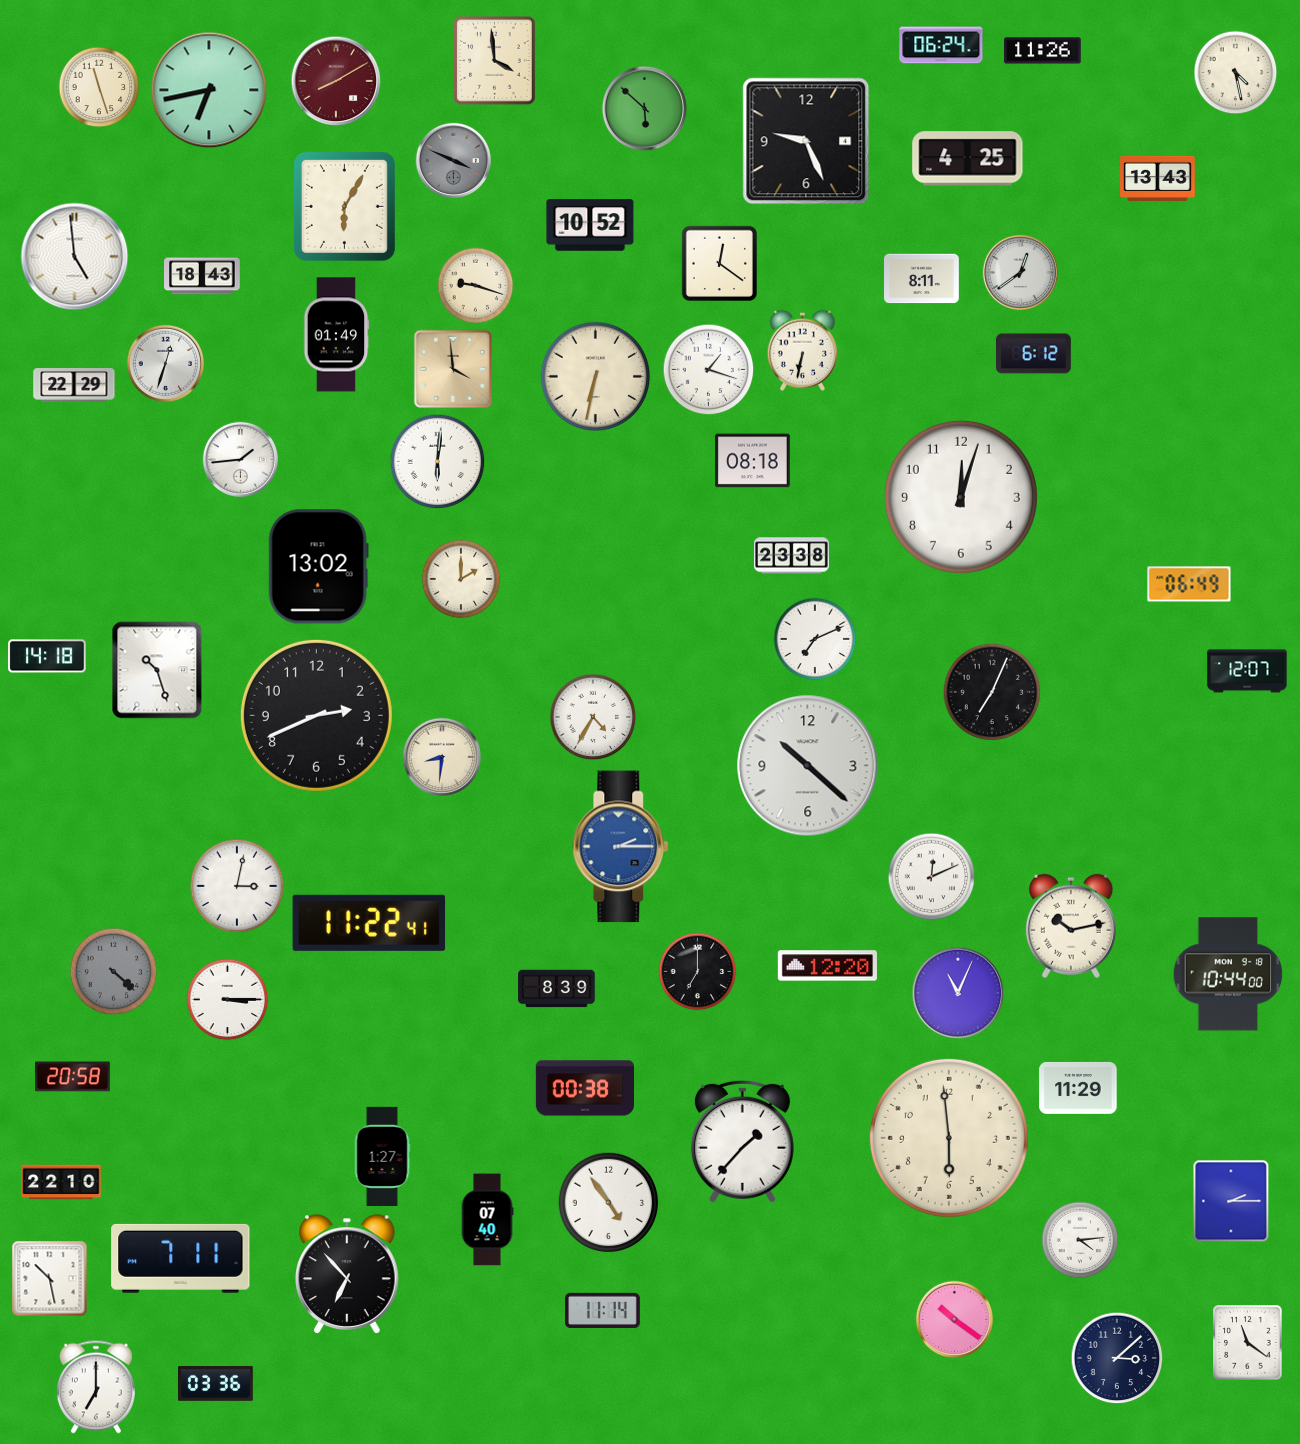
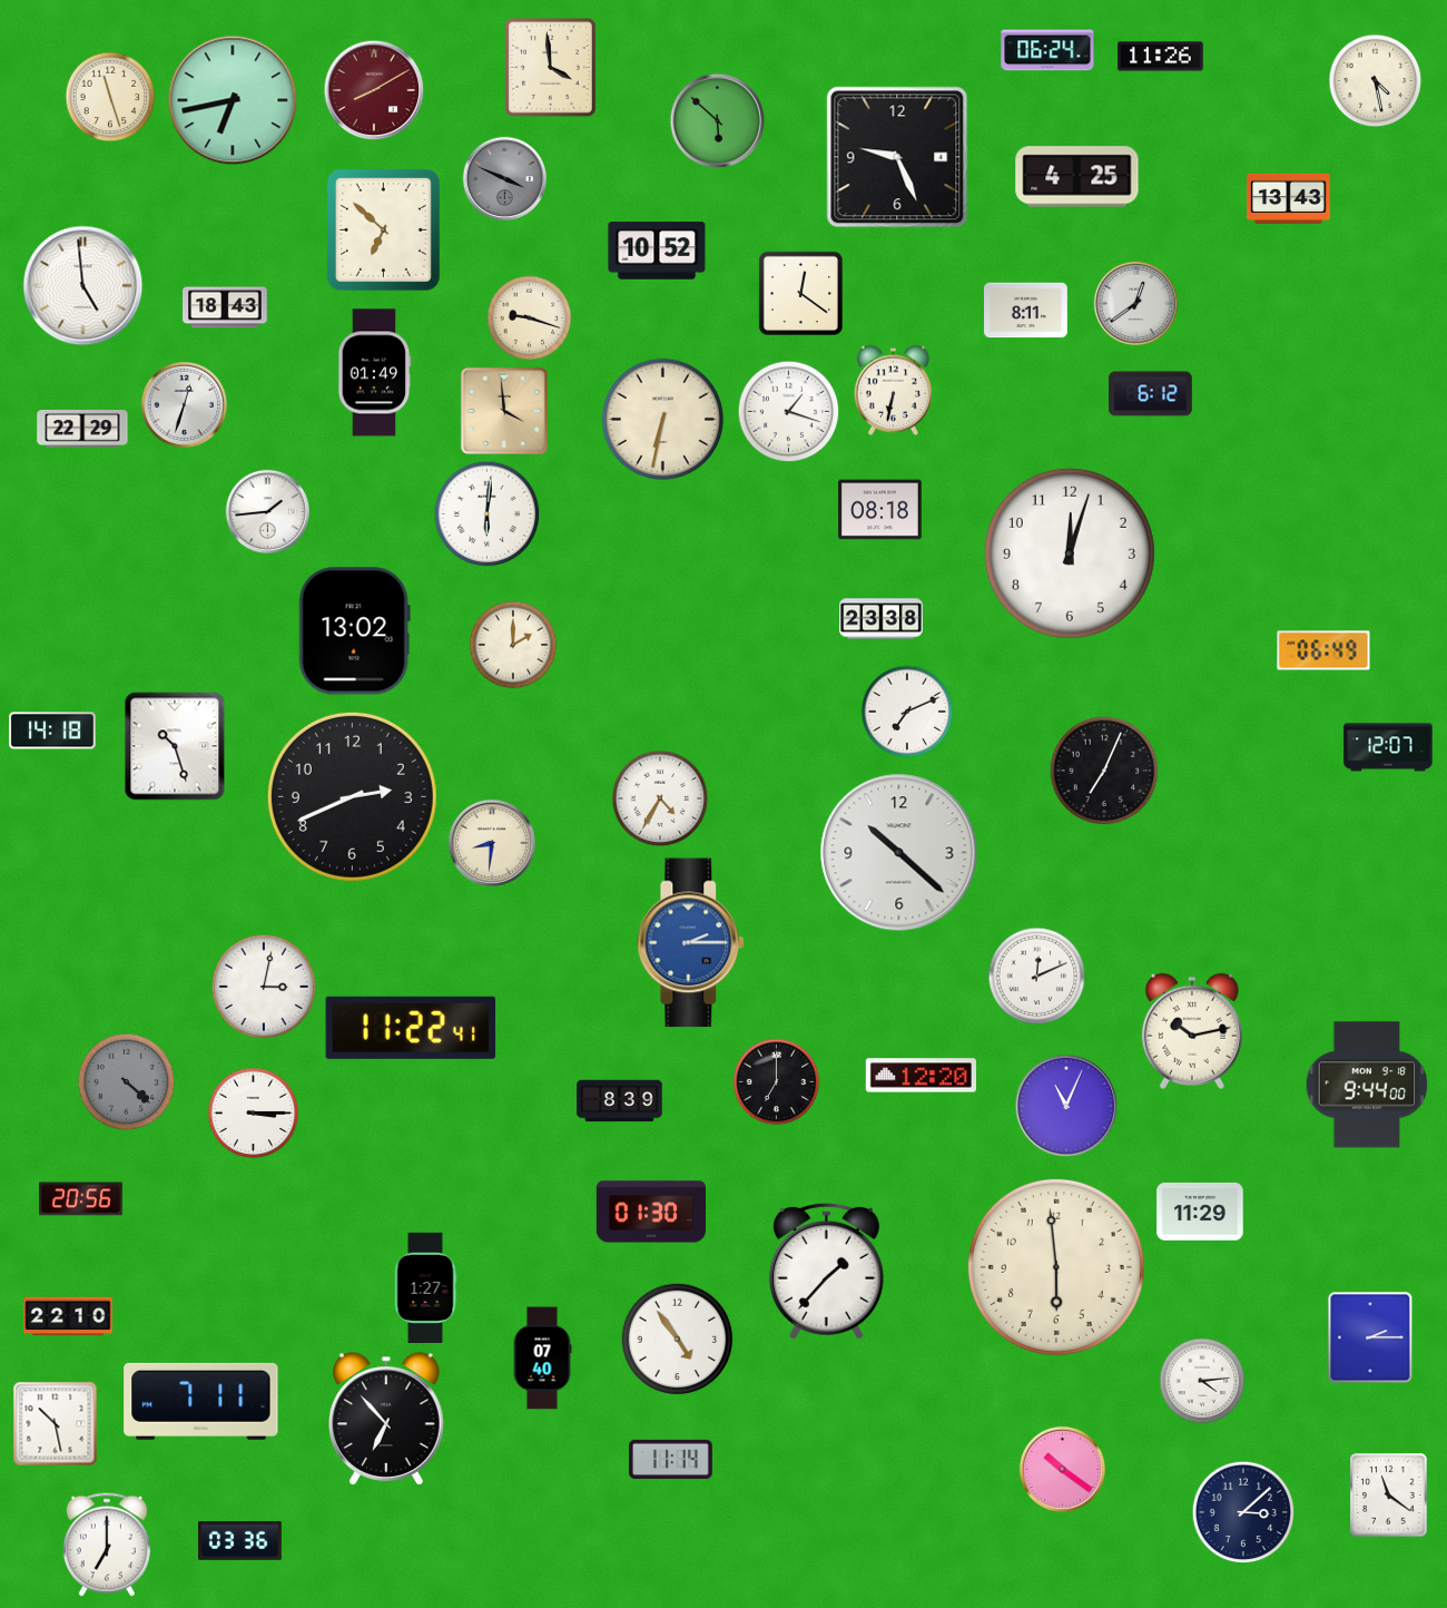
clock at (344, 206): 6:05 -> 6:52
clock at (753, 461) position: (753, 461) -> (880, 510)
clock at (1228, 974): 10:44 -> 9:44
clock at (73, 1077): 20:58 -> 20:56
clock at (584, 1088): 00:38 -> 01:30
